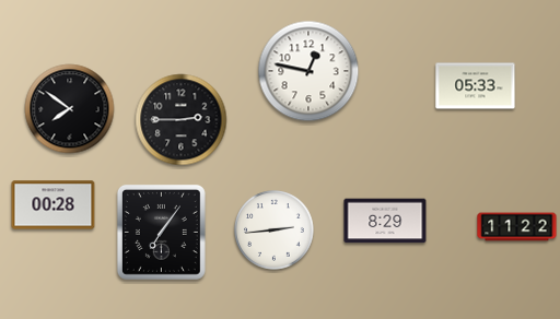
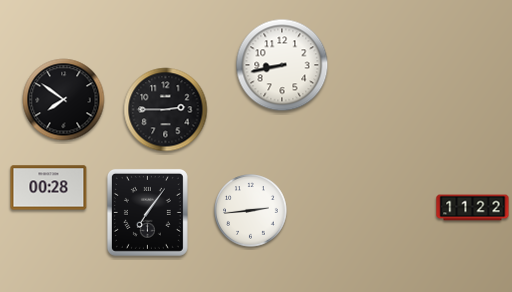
clock at (308, 71): 12:47 -> 8:43
clock at (476, 86): 05:33 -> none
clock at (385, 221): 8:29 -> none
